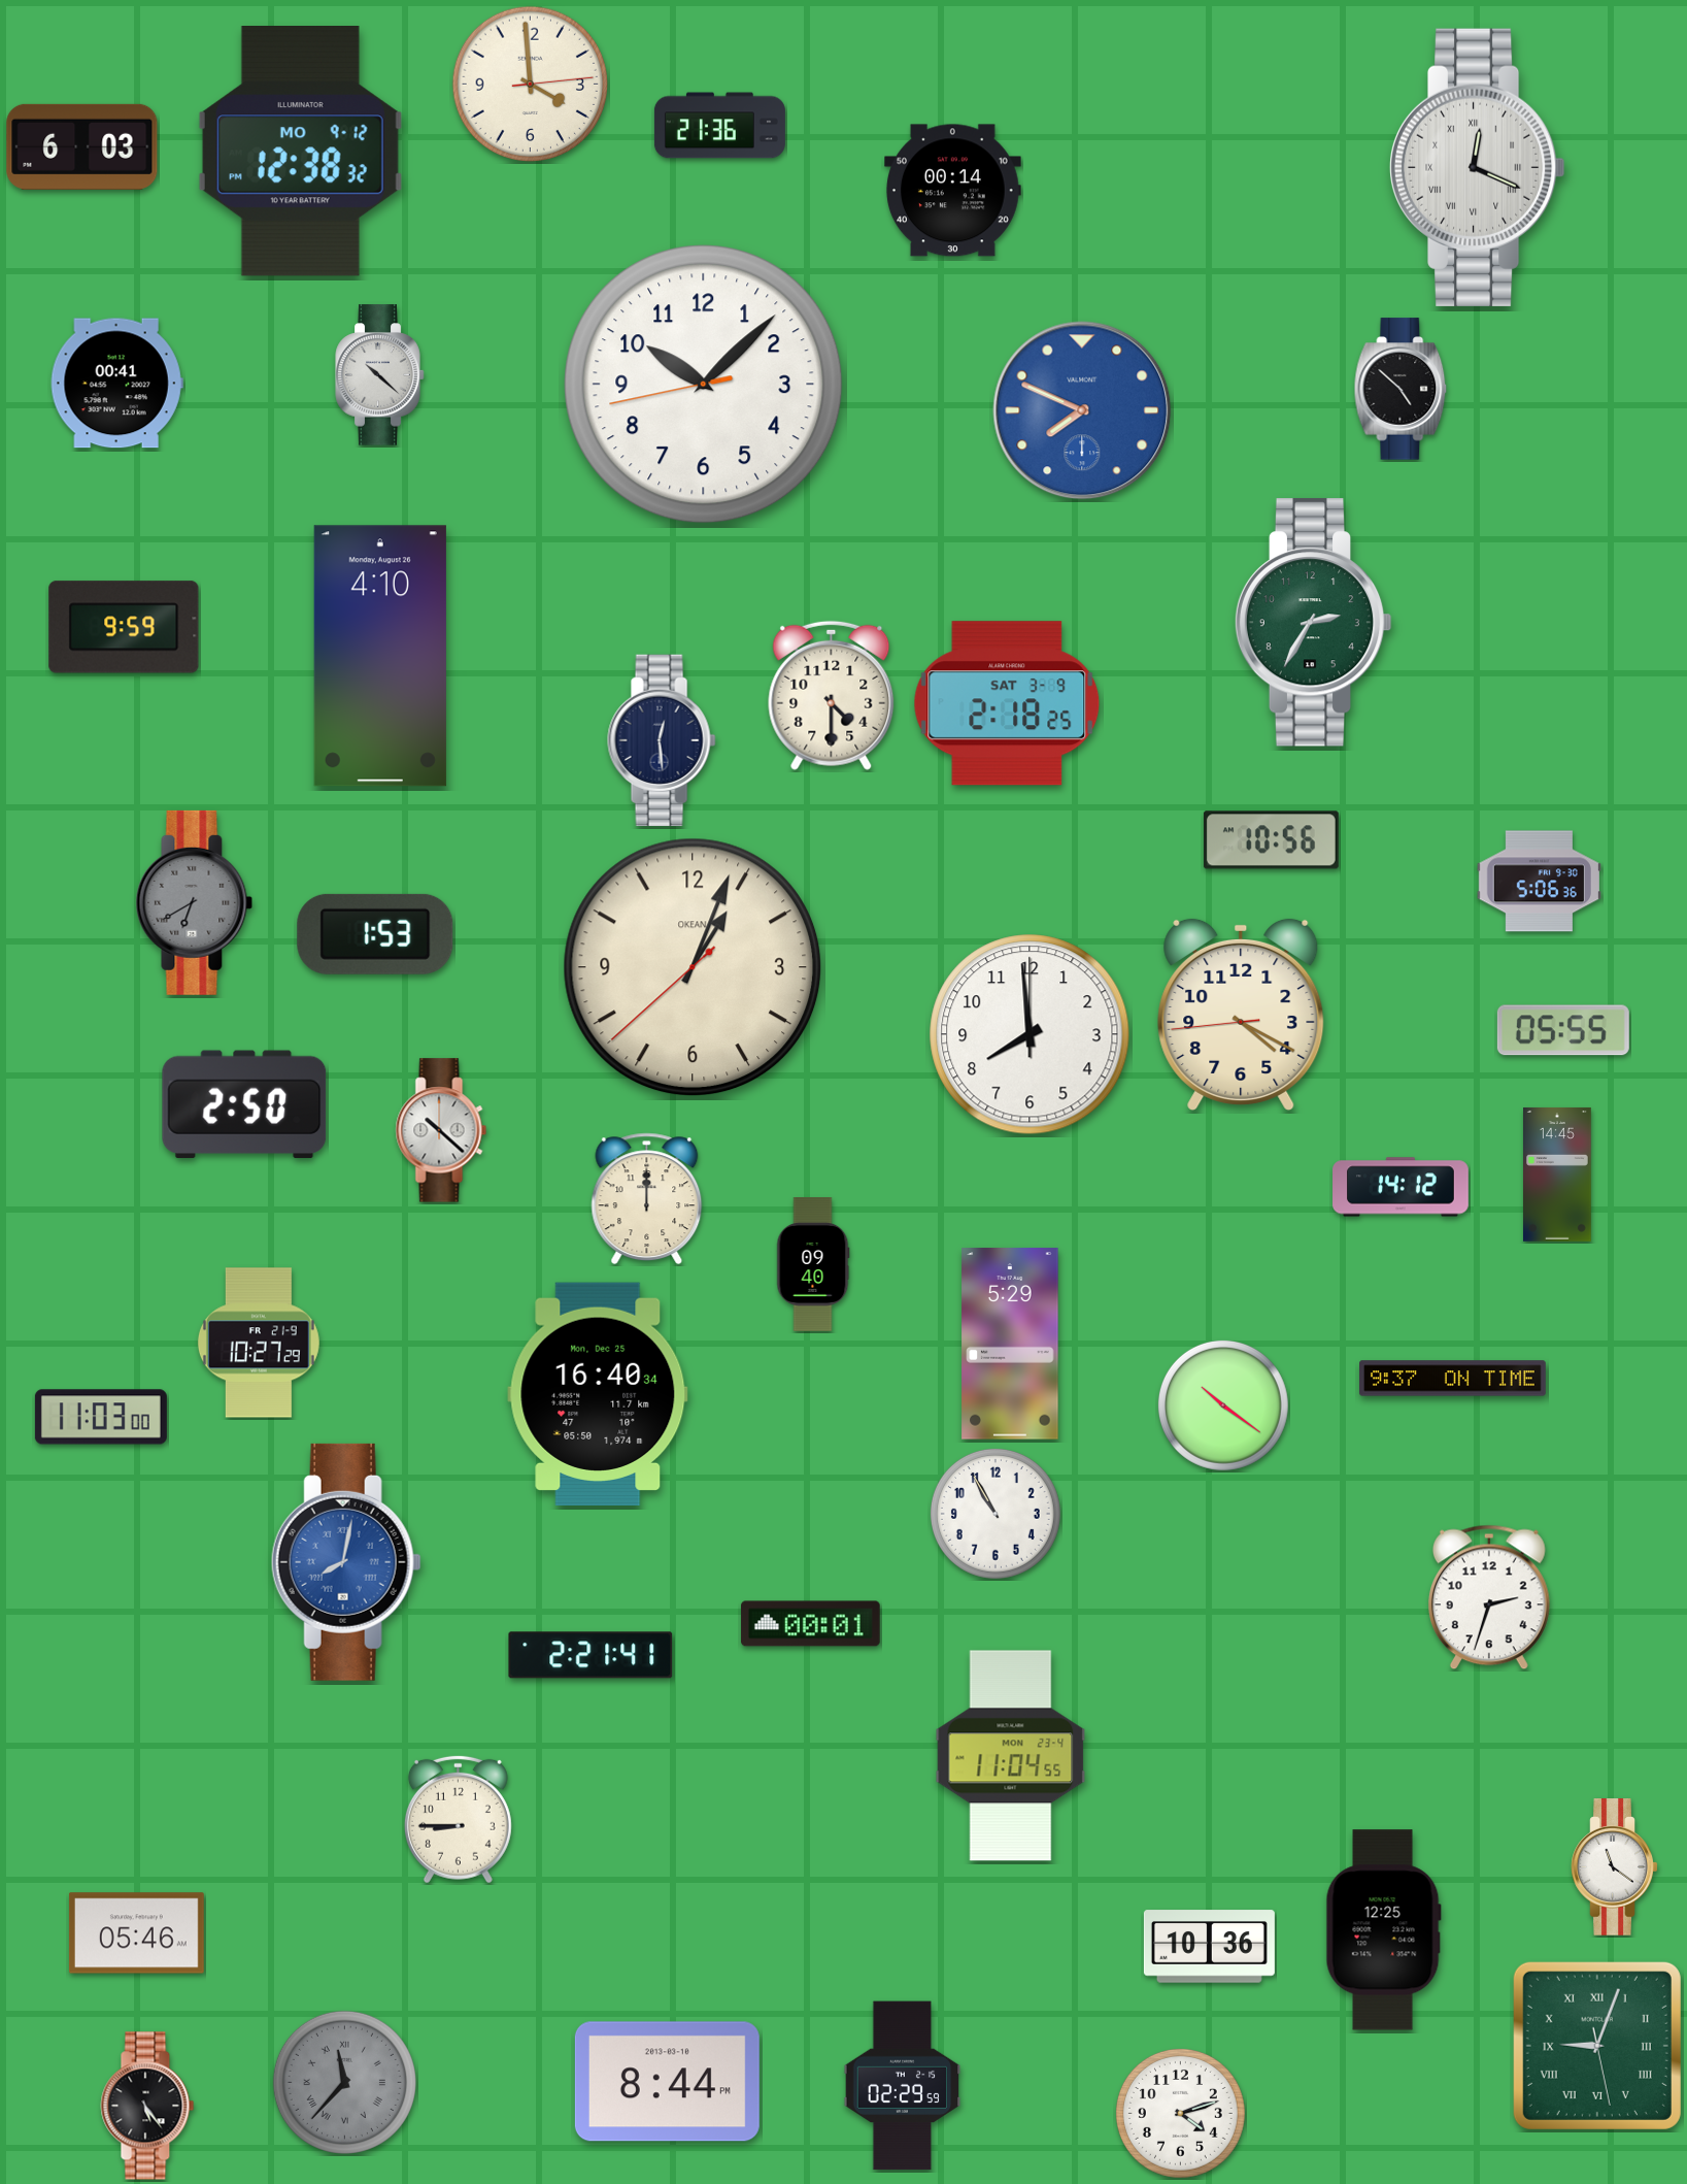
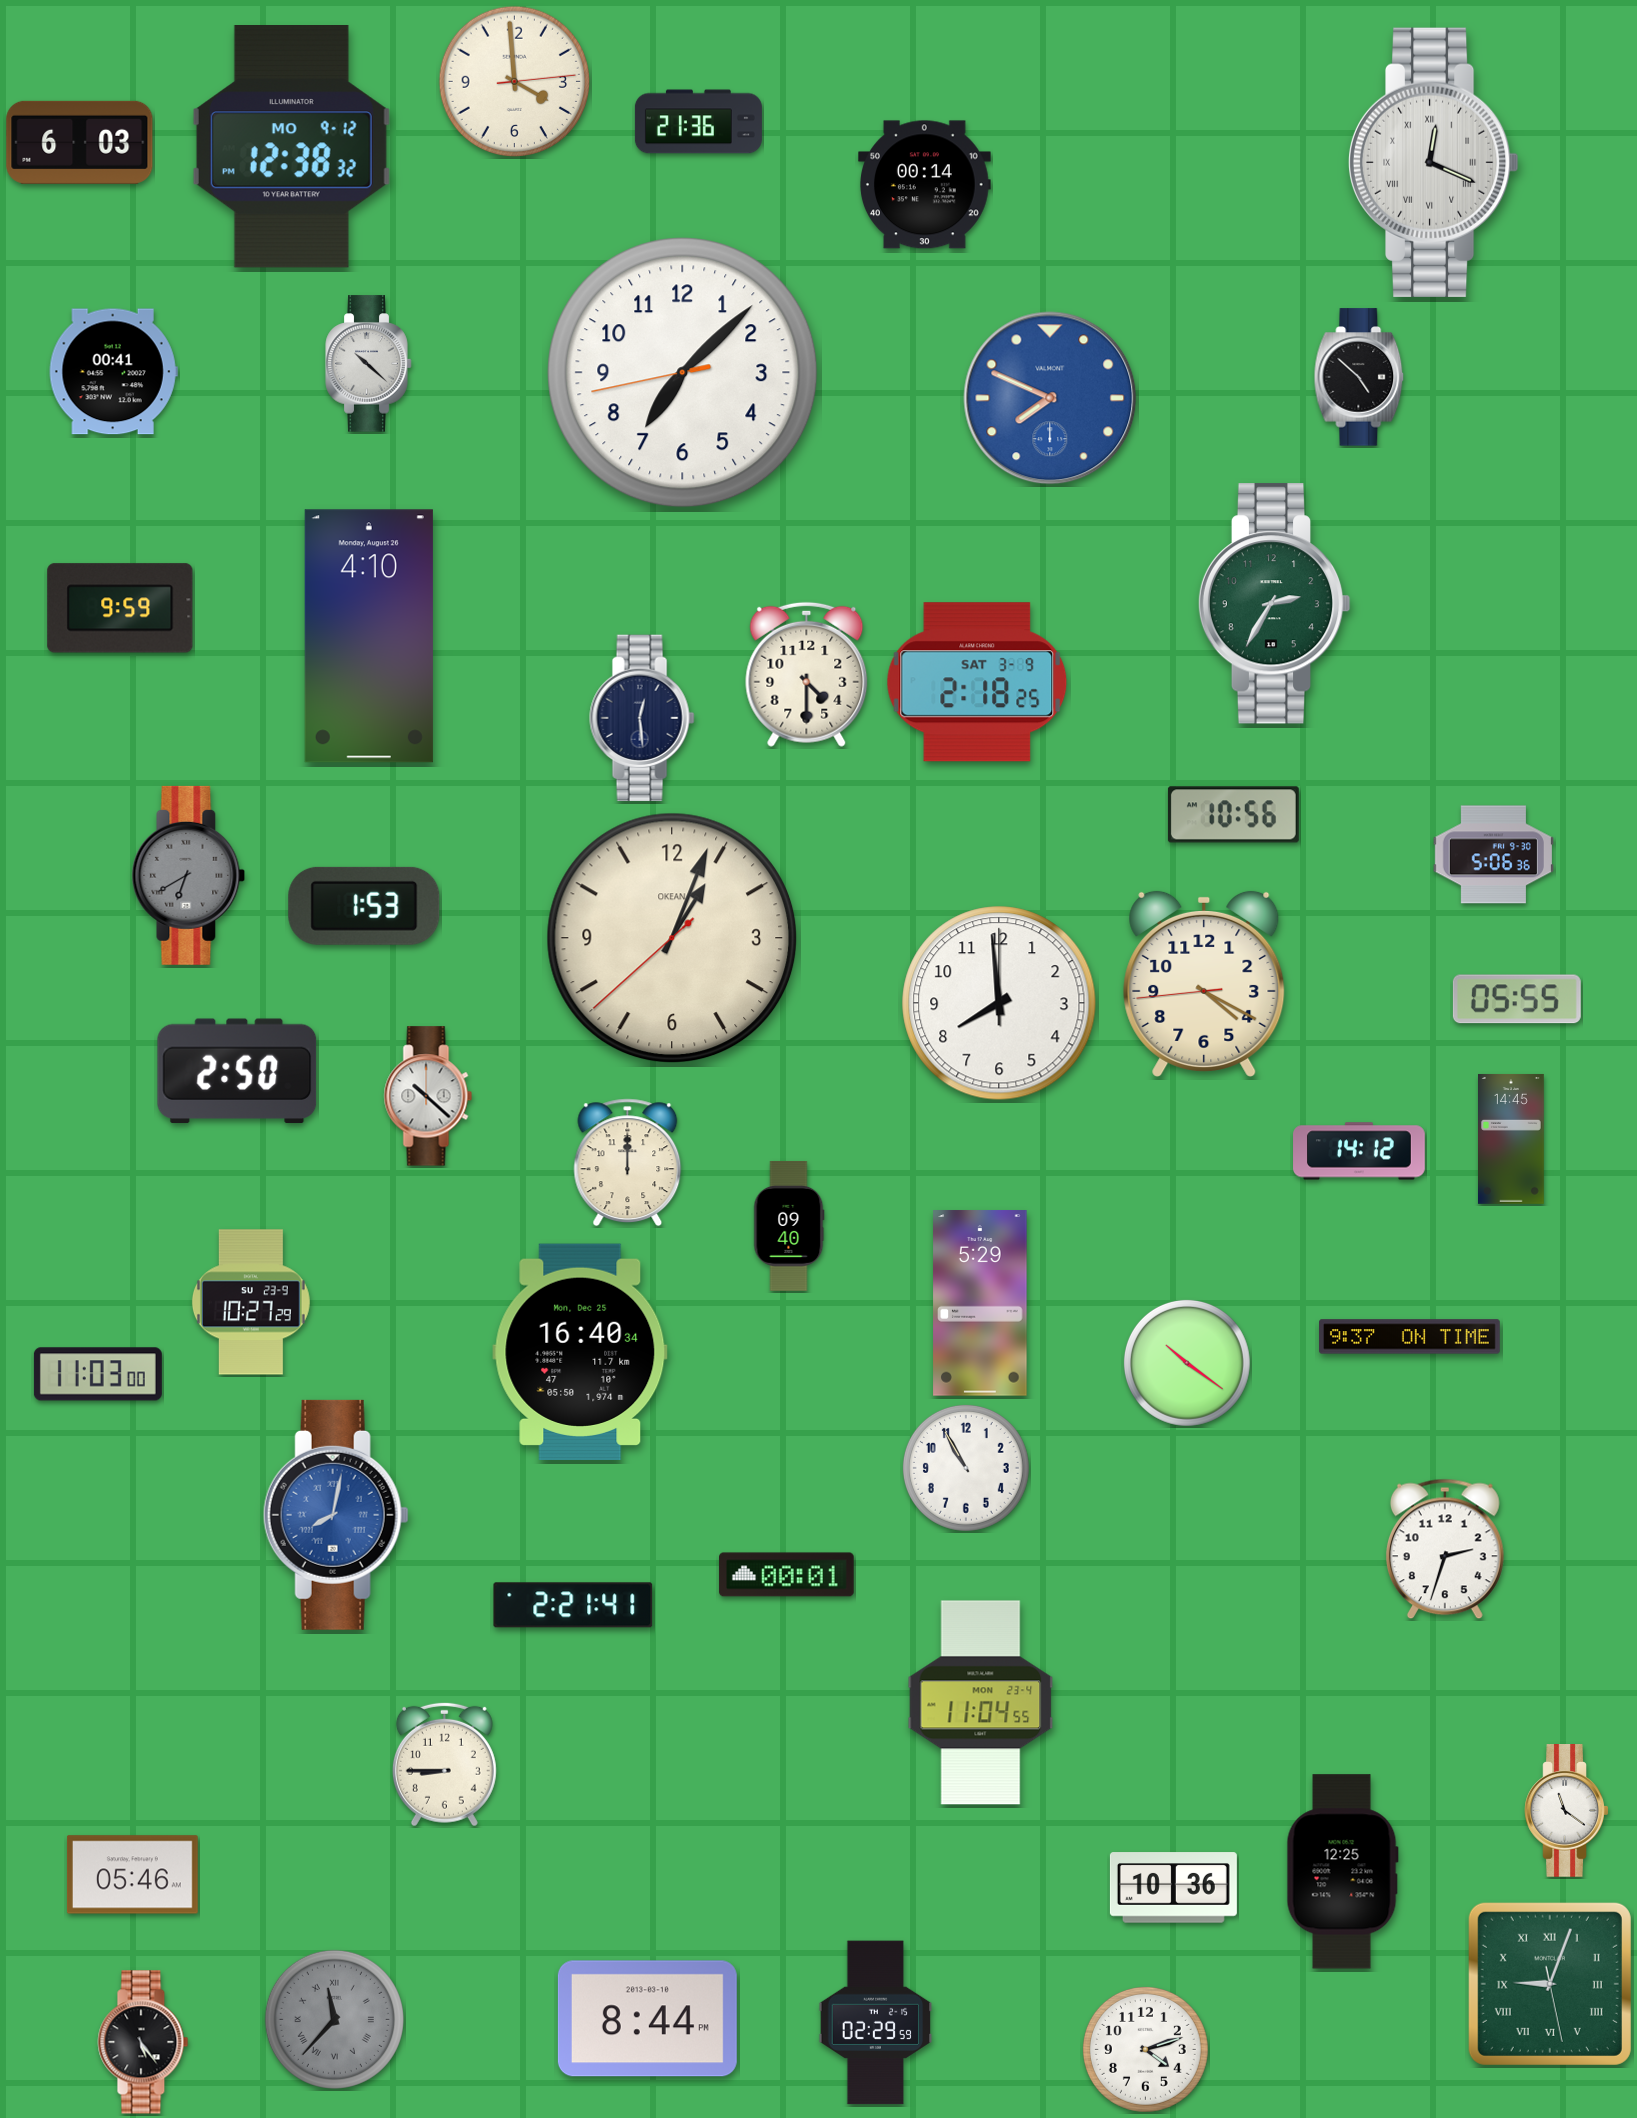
clock at (704, 385): 10:07 -> 7:07
clock at (259, 1343) date: FR 21-9 -> SU 23-9
